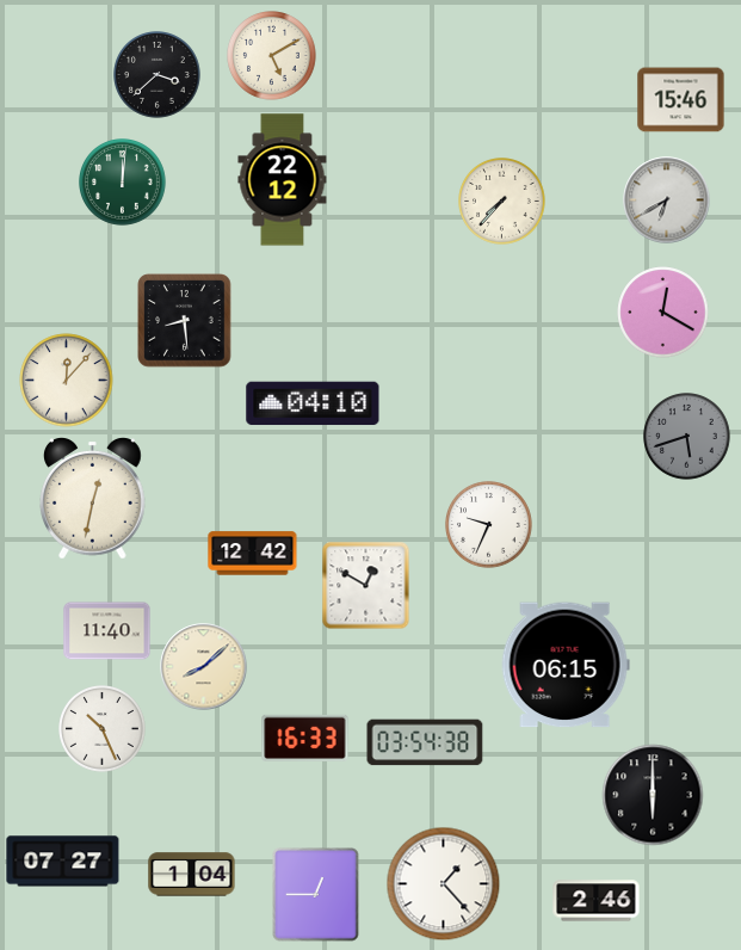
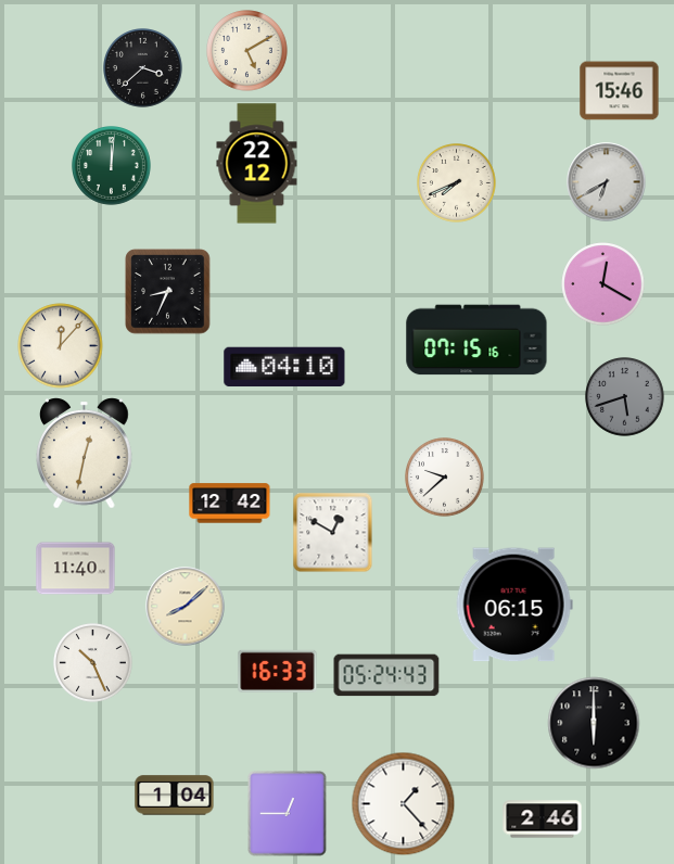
clock at (502, 202): 7:37 -> 7:41
clock at (185, 321): 8:29 -> 8:34
clock at (476, 340): none -> 07:15
clock at (489, 525): 9:34 -> 9:38
clock at (107, 631) position: (107, 631) -> (76, 569)
clock at (425, 742): 03:54 -> 05:24
clock at (63, 862): 07:27 -> none
